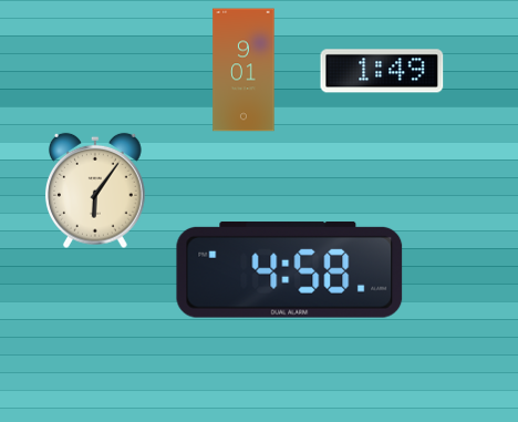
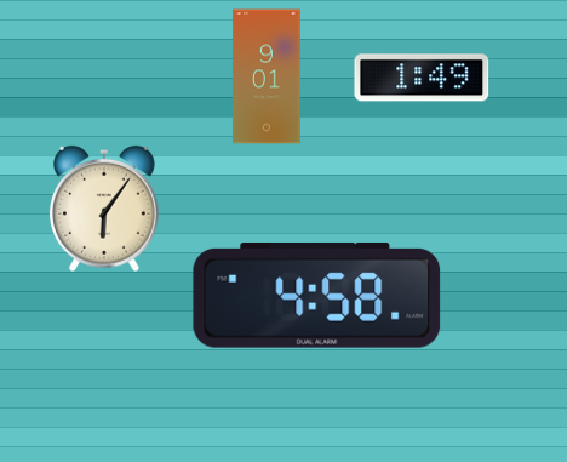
clock at (382, 71) position: (382, 71) -> (422, 78)
